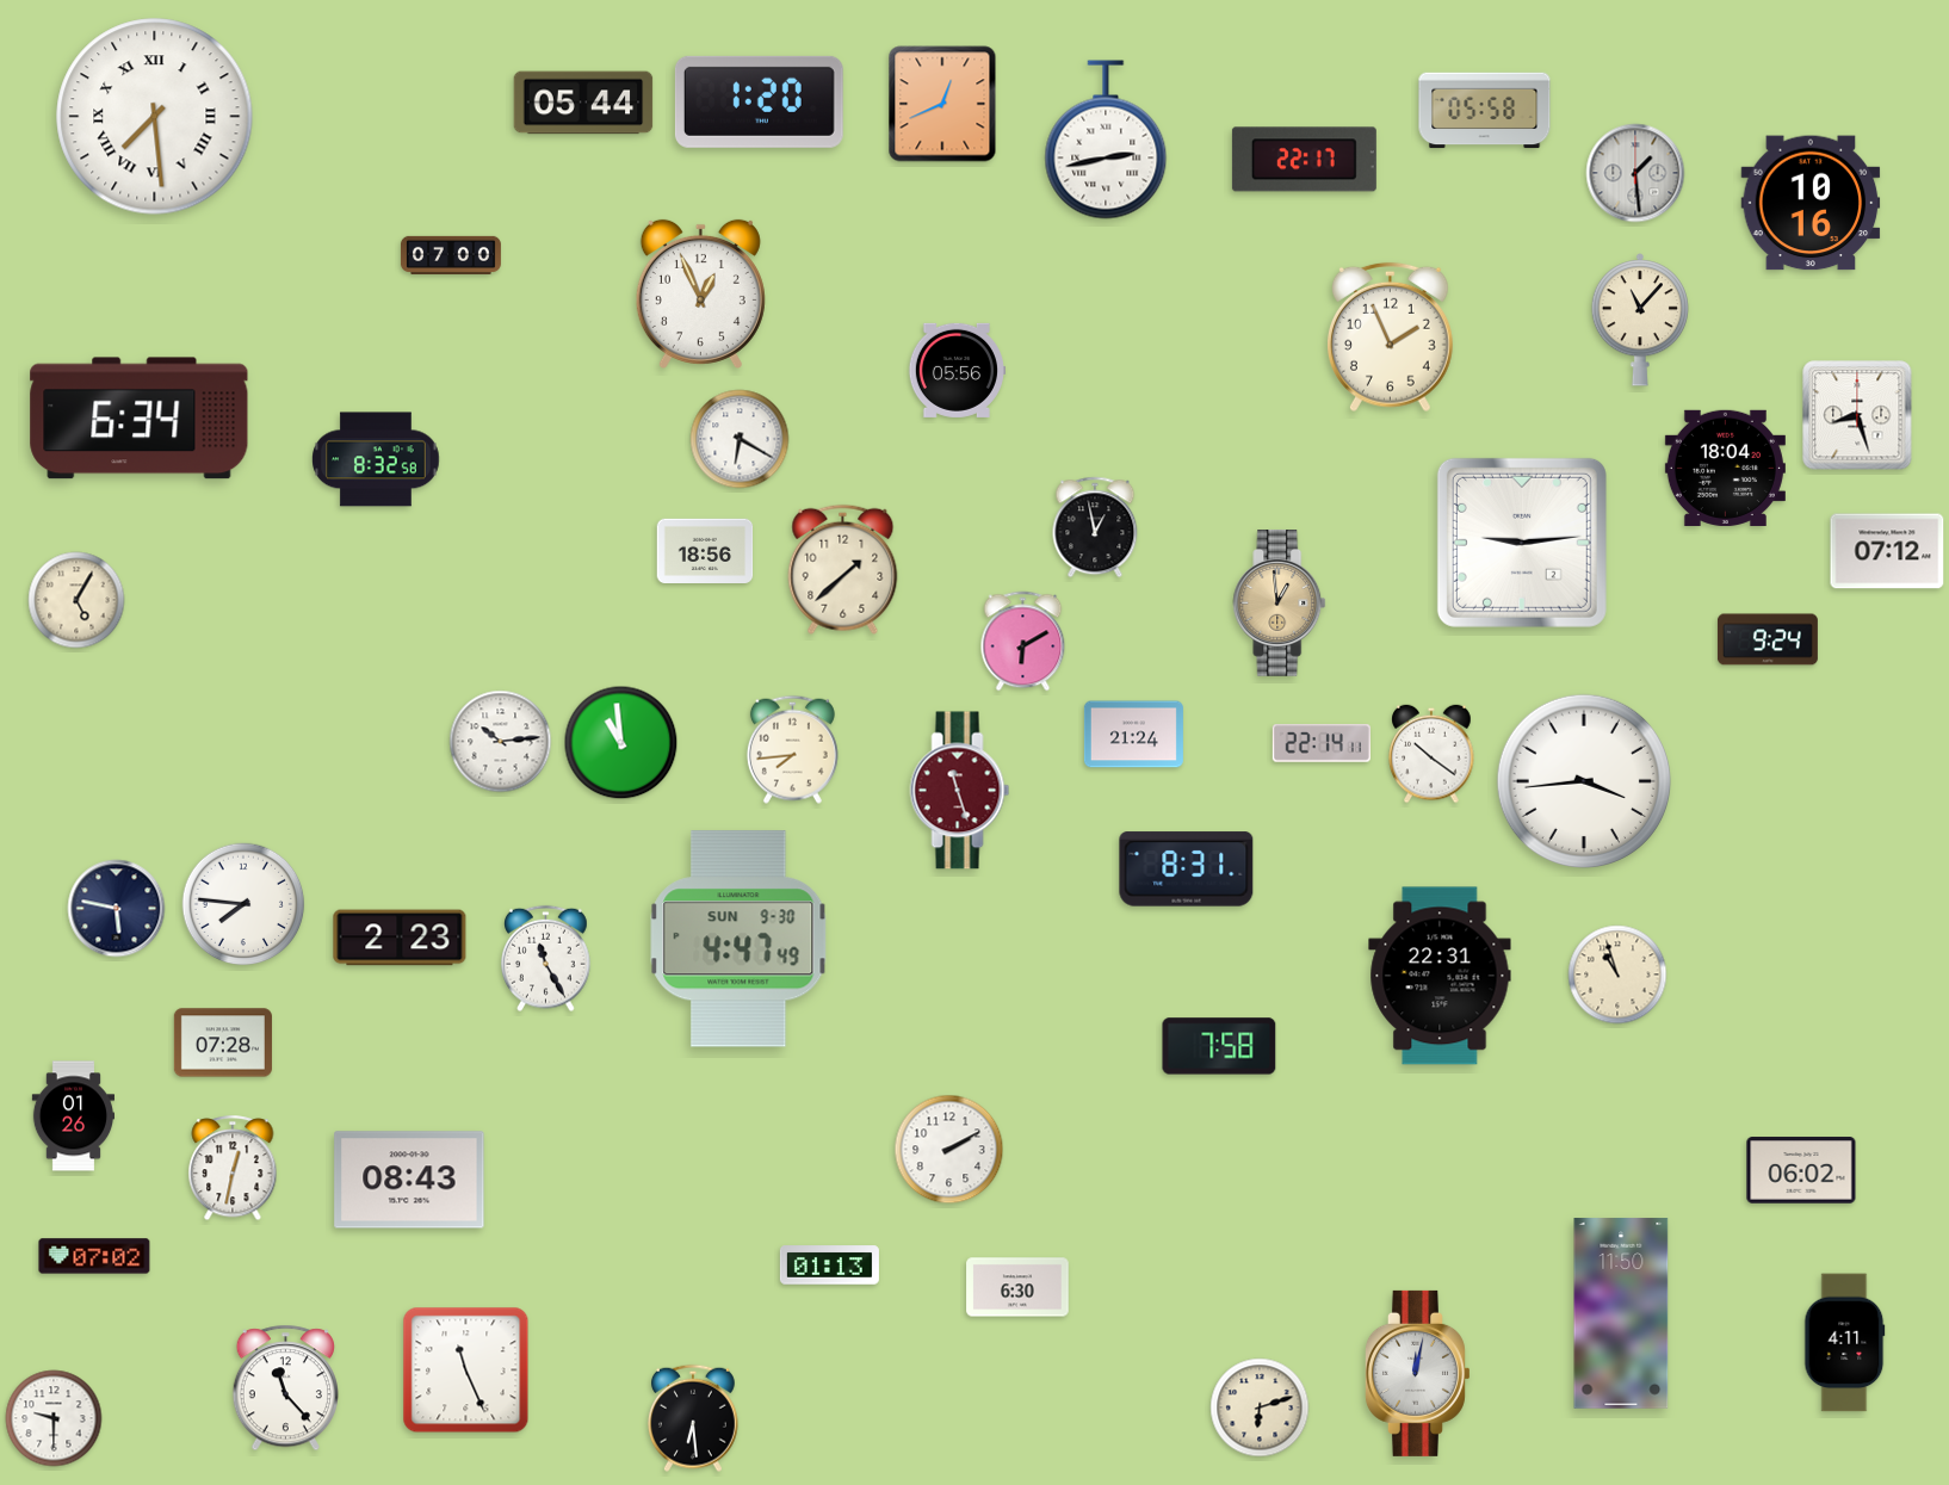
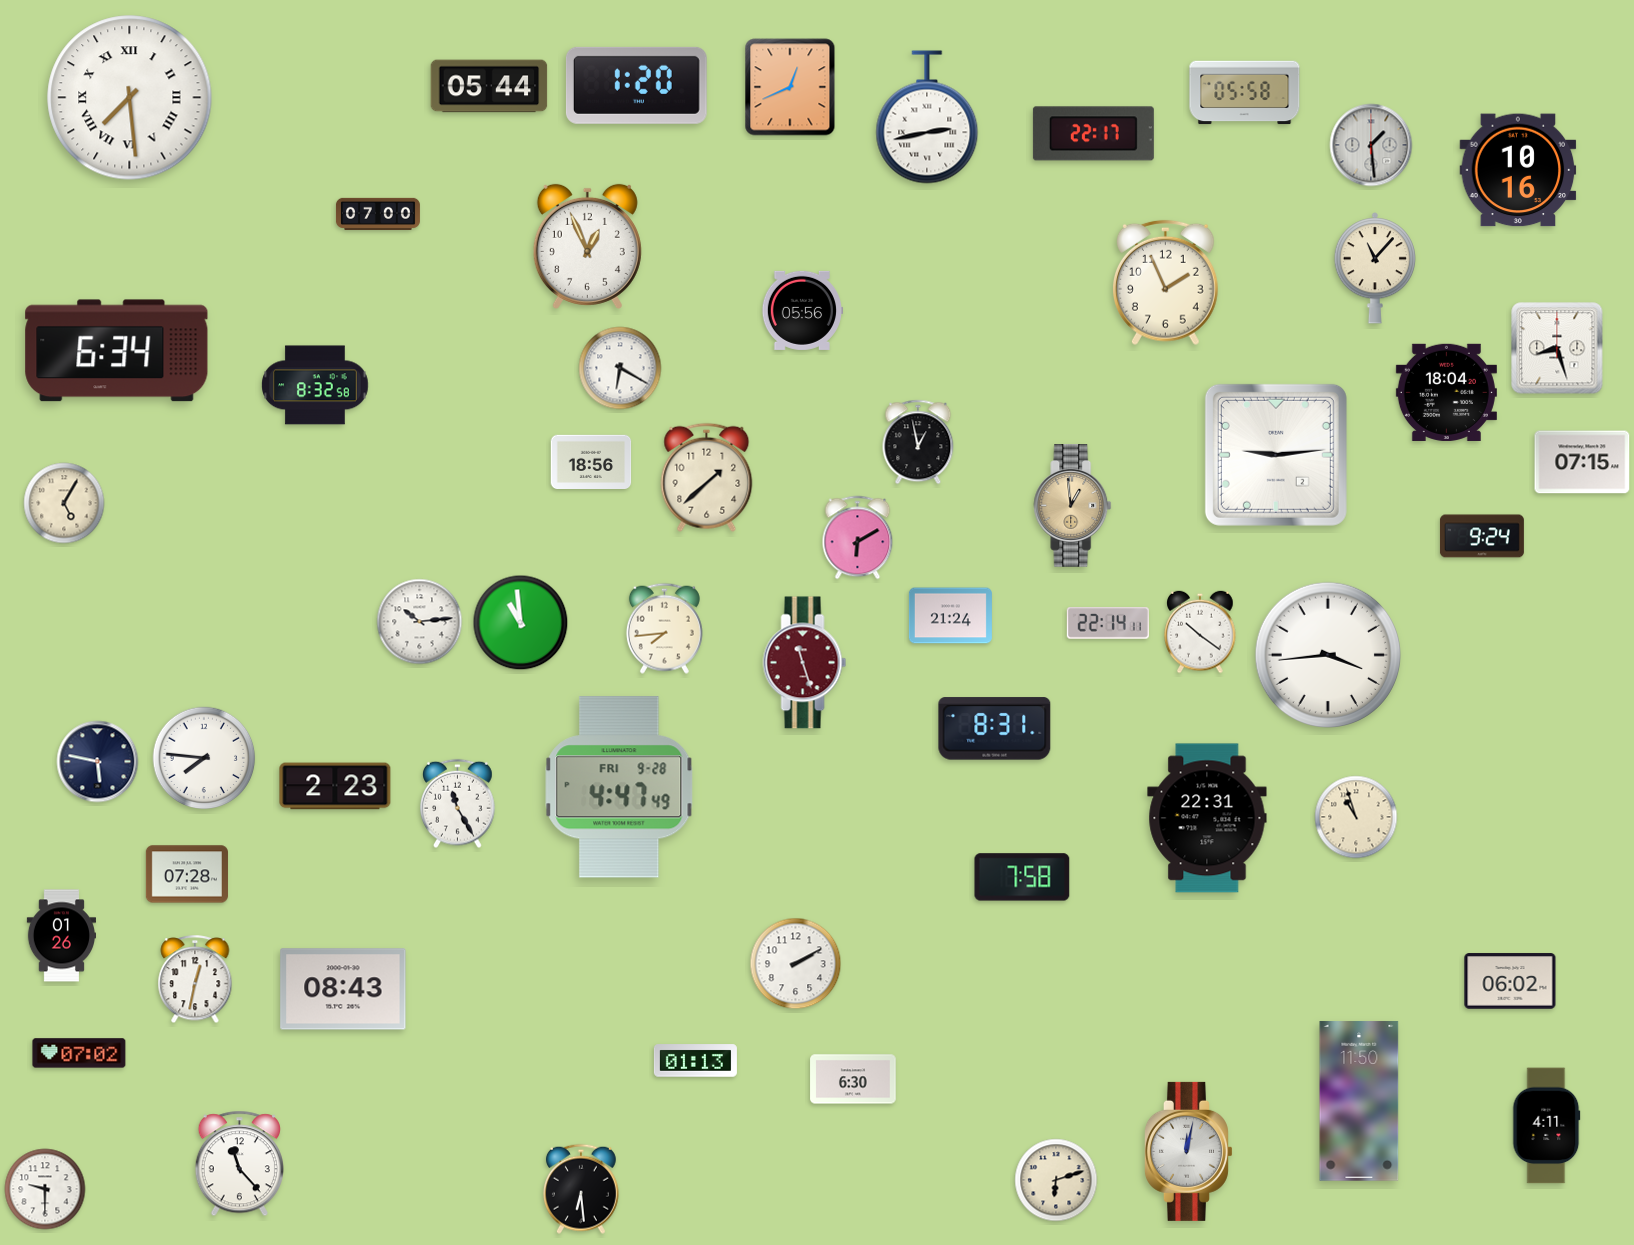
clock at (1887, 551): 07:12 -> 07:15
clock at (738, 939) date: SUN 9-30 -> FRI 9-28
clock at (466, 1370): 11:26 -> none
